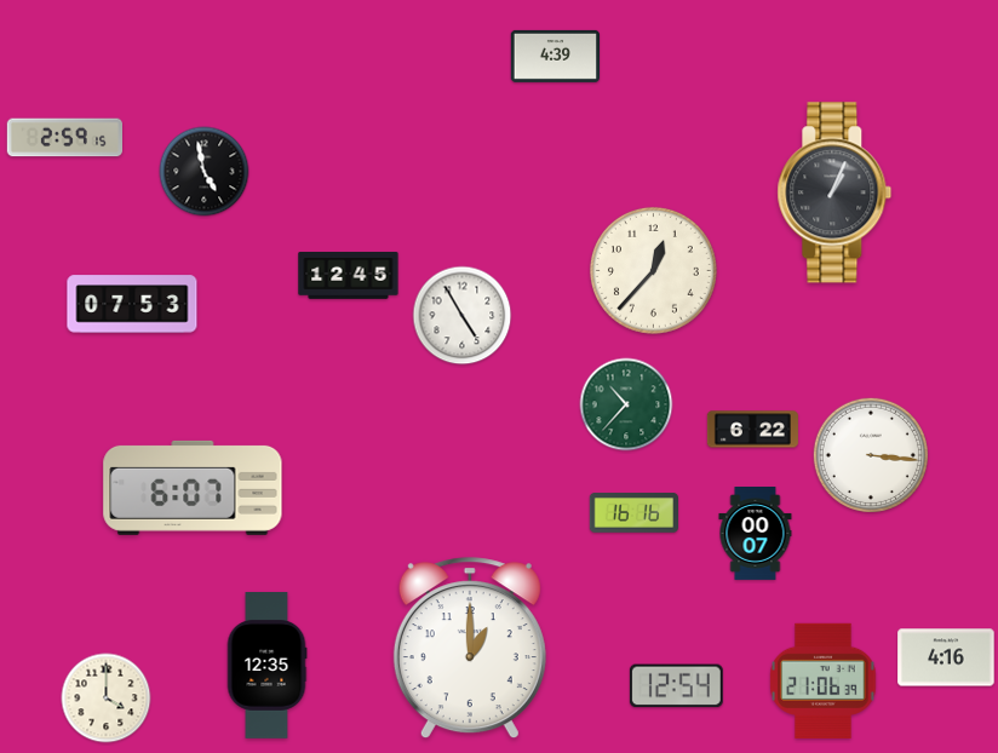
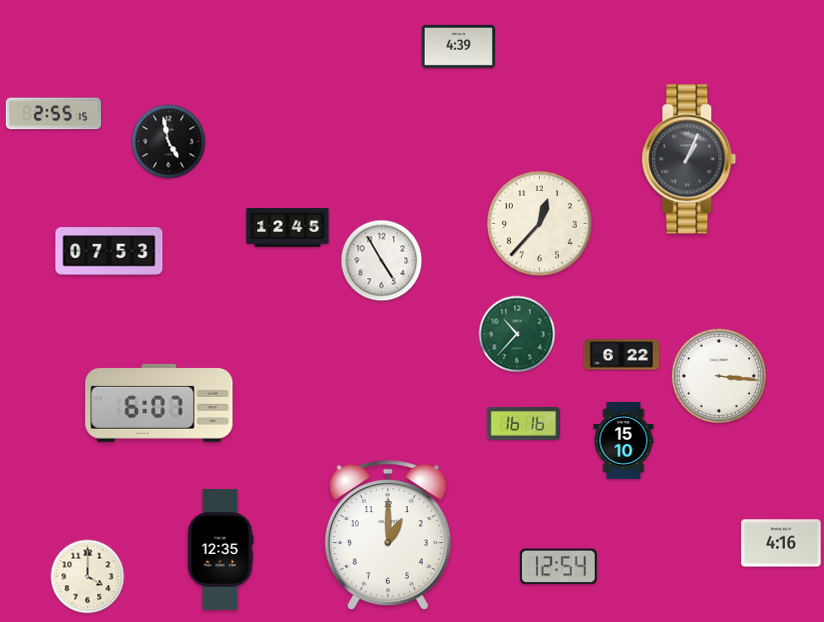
clock at (64, 138): 2:59 -> 2:55
clock at (756, 534): 00:07 -> 15:10
clock at (824, 680): 21:06 -> none
